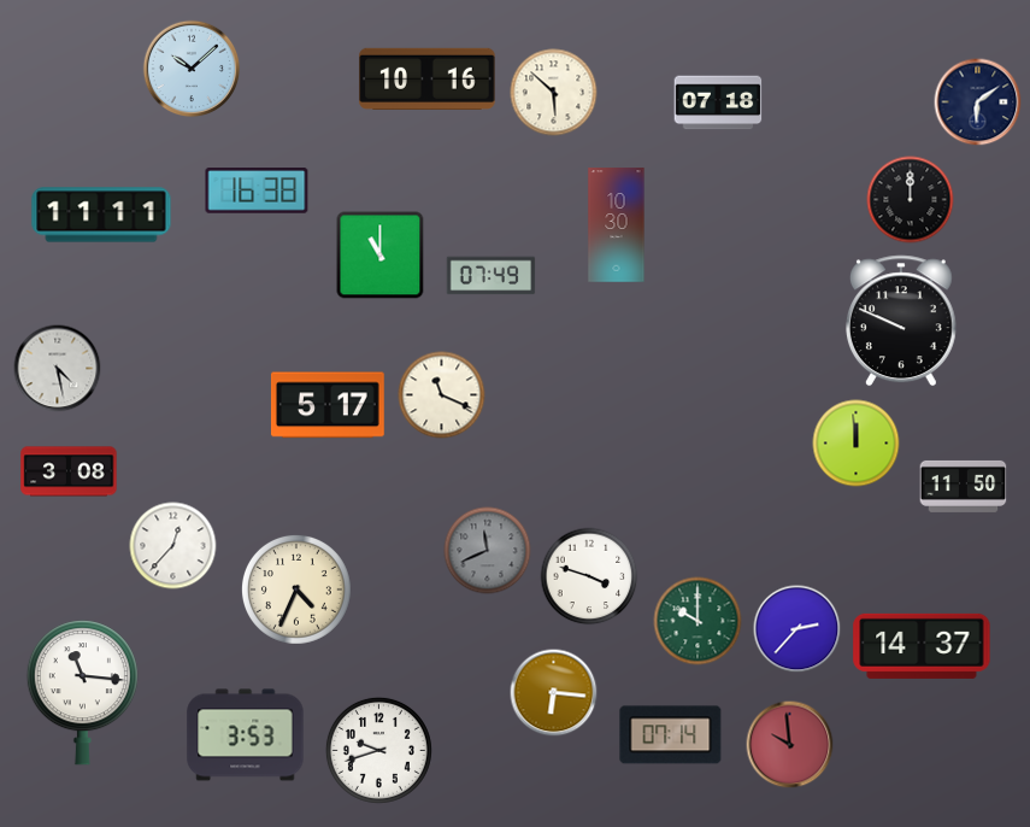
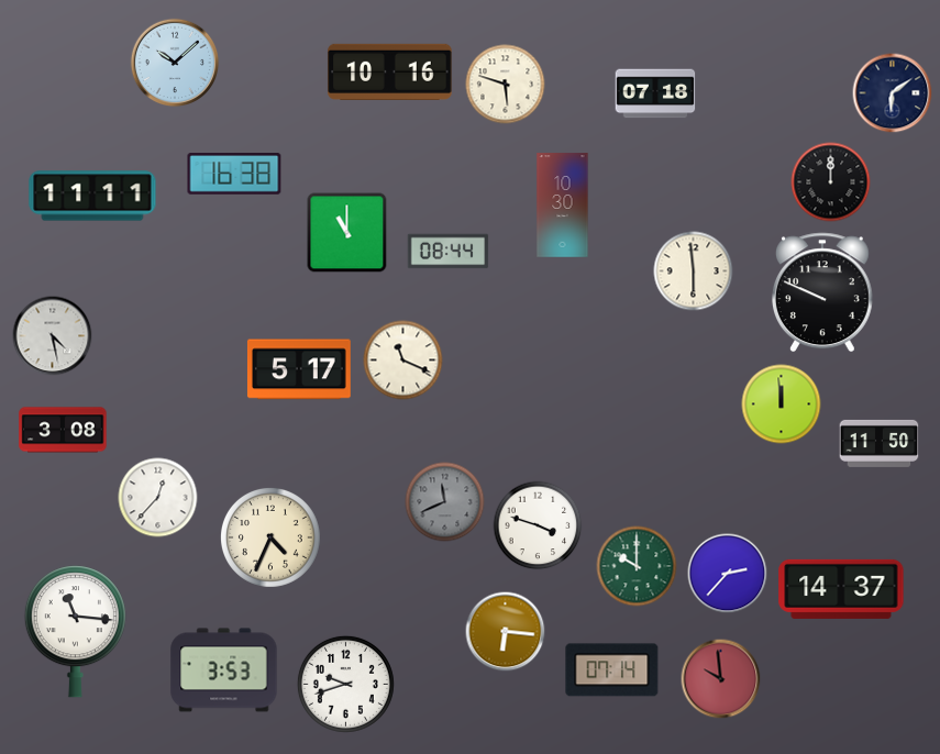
clock at (554, 93): 5:52 -> 5:48
clock at (492, 276): 07:49 -> 08:44
clock at (694, 271): none -> 5:59
